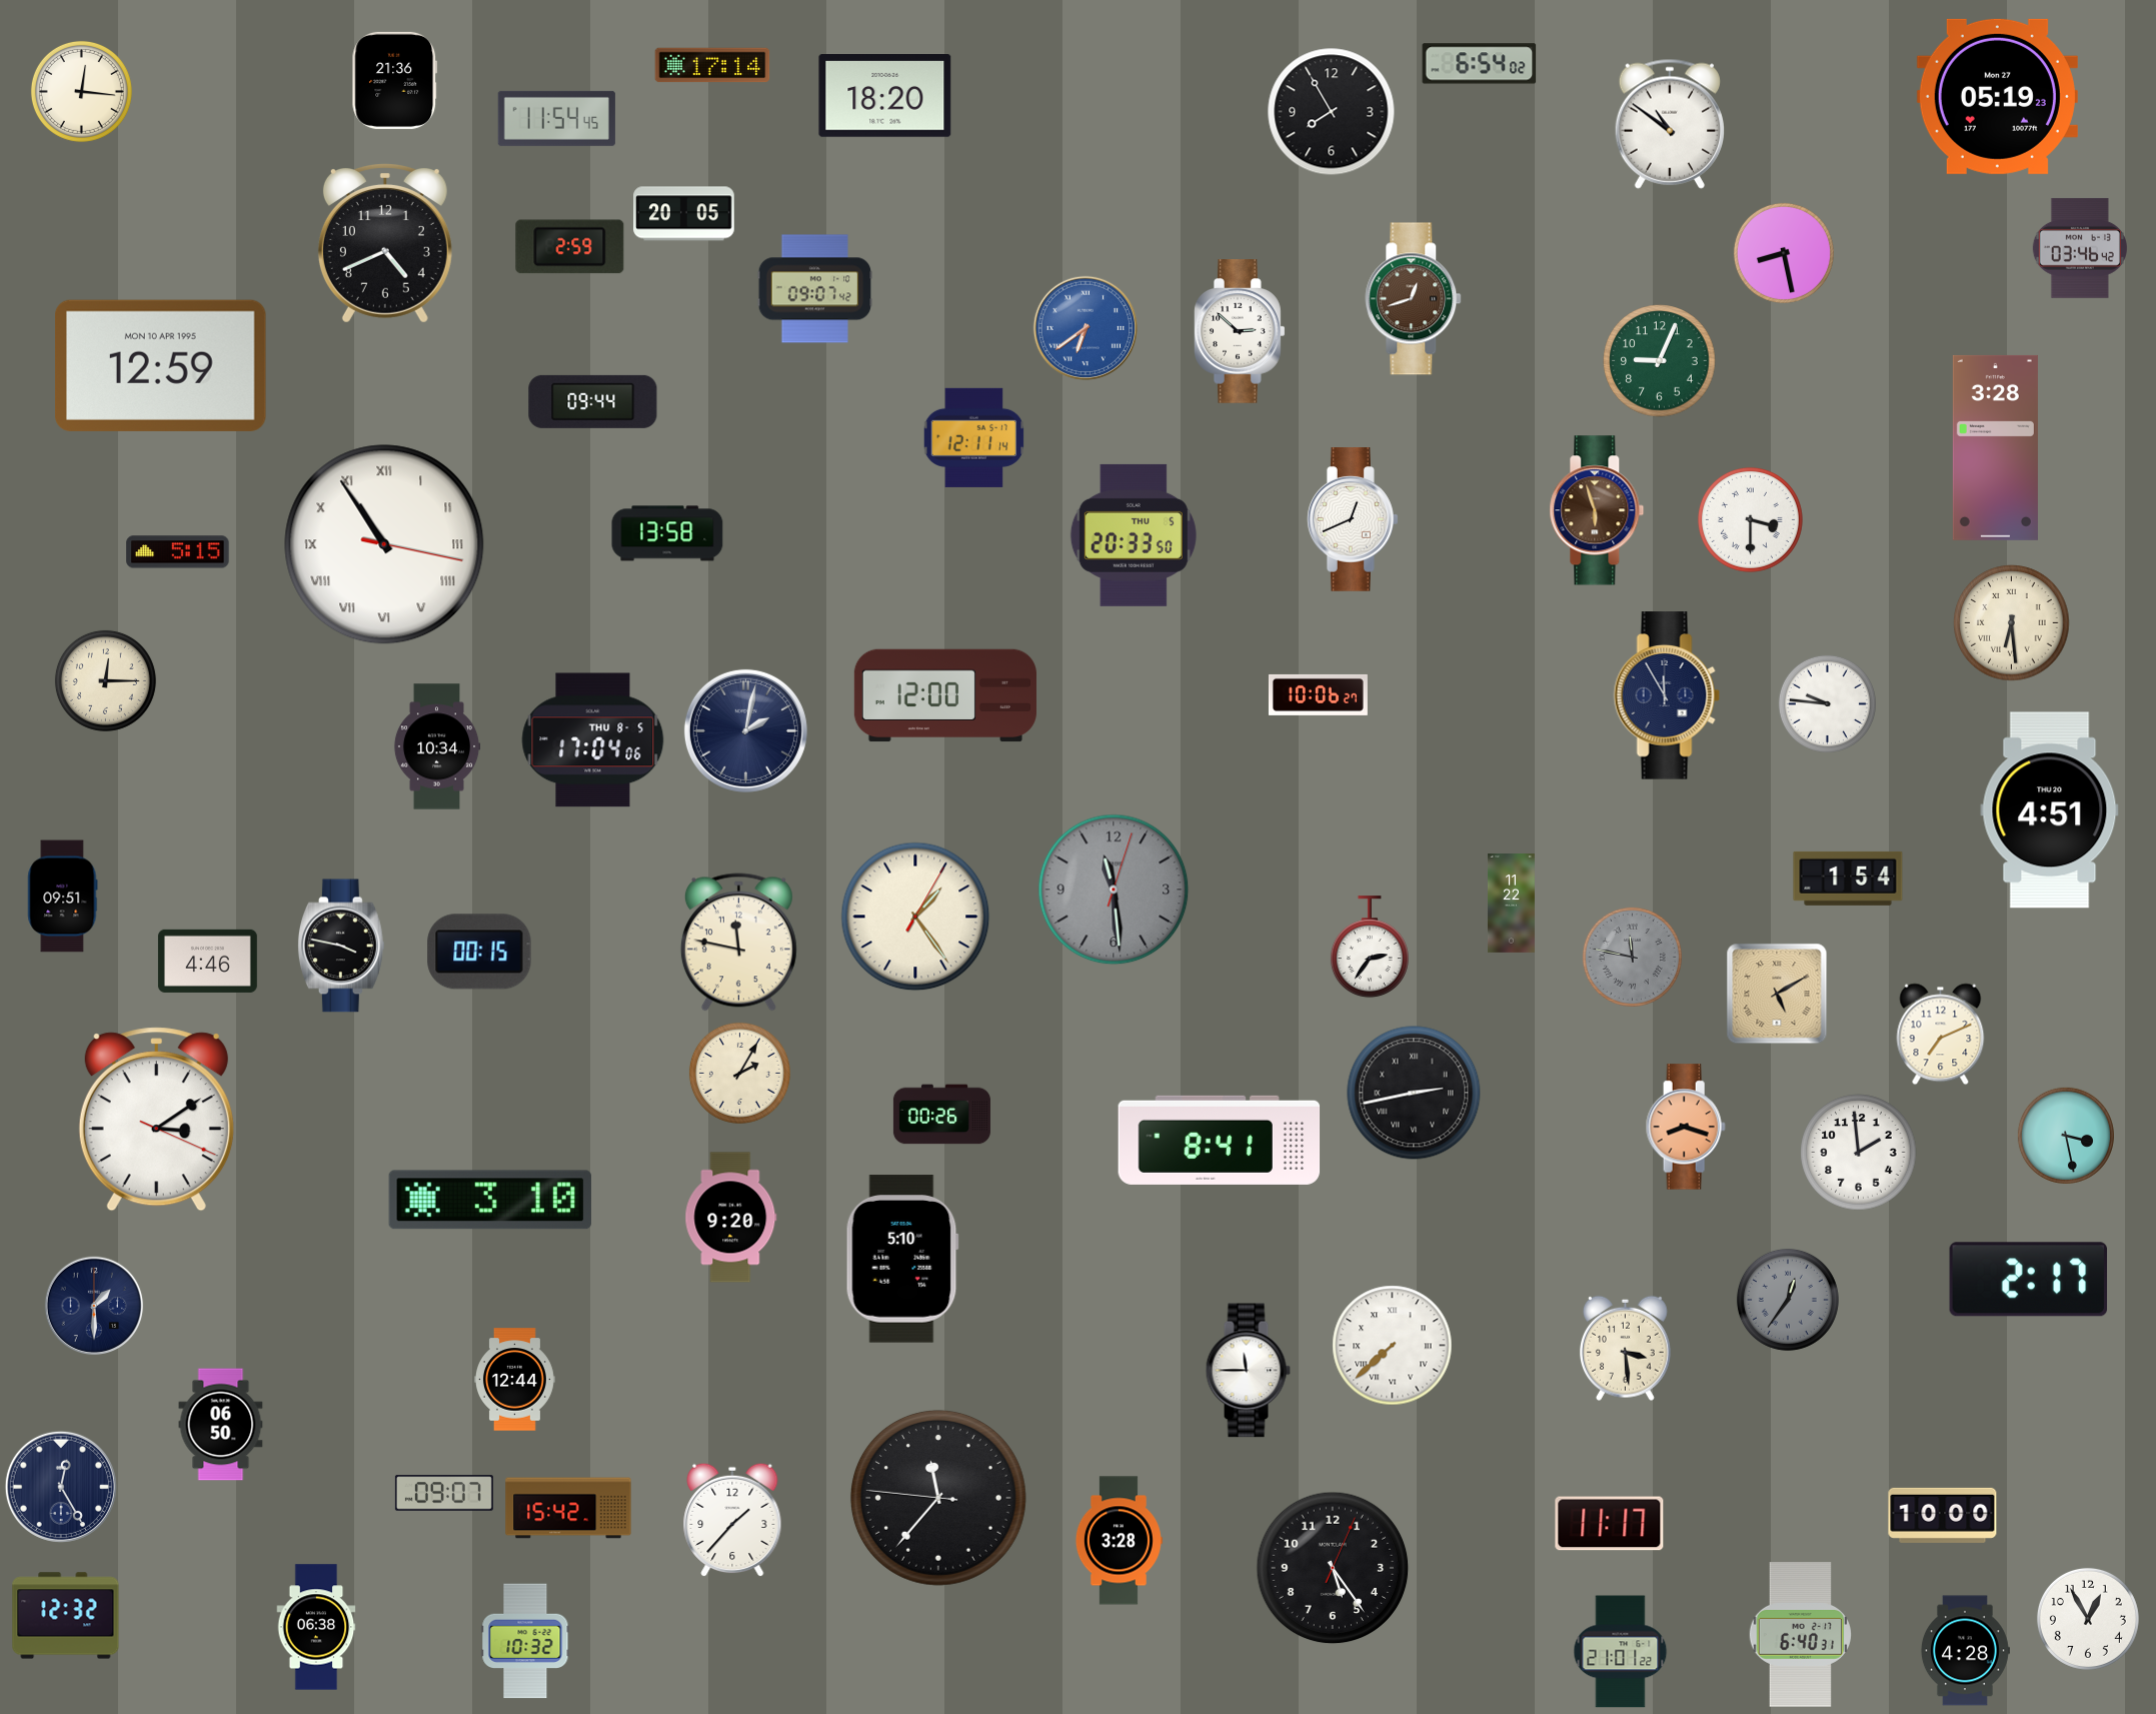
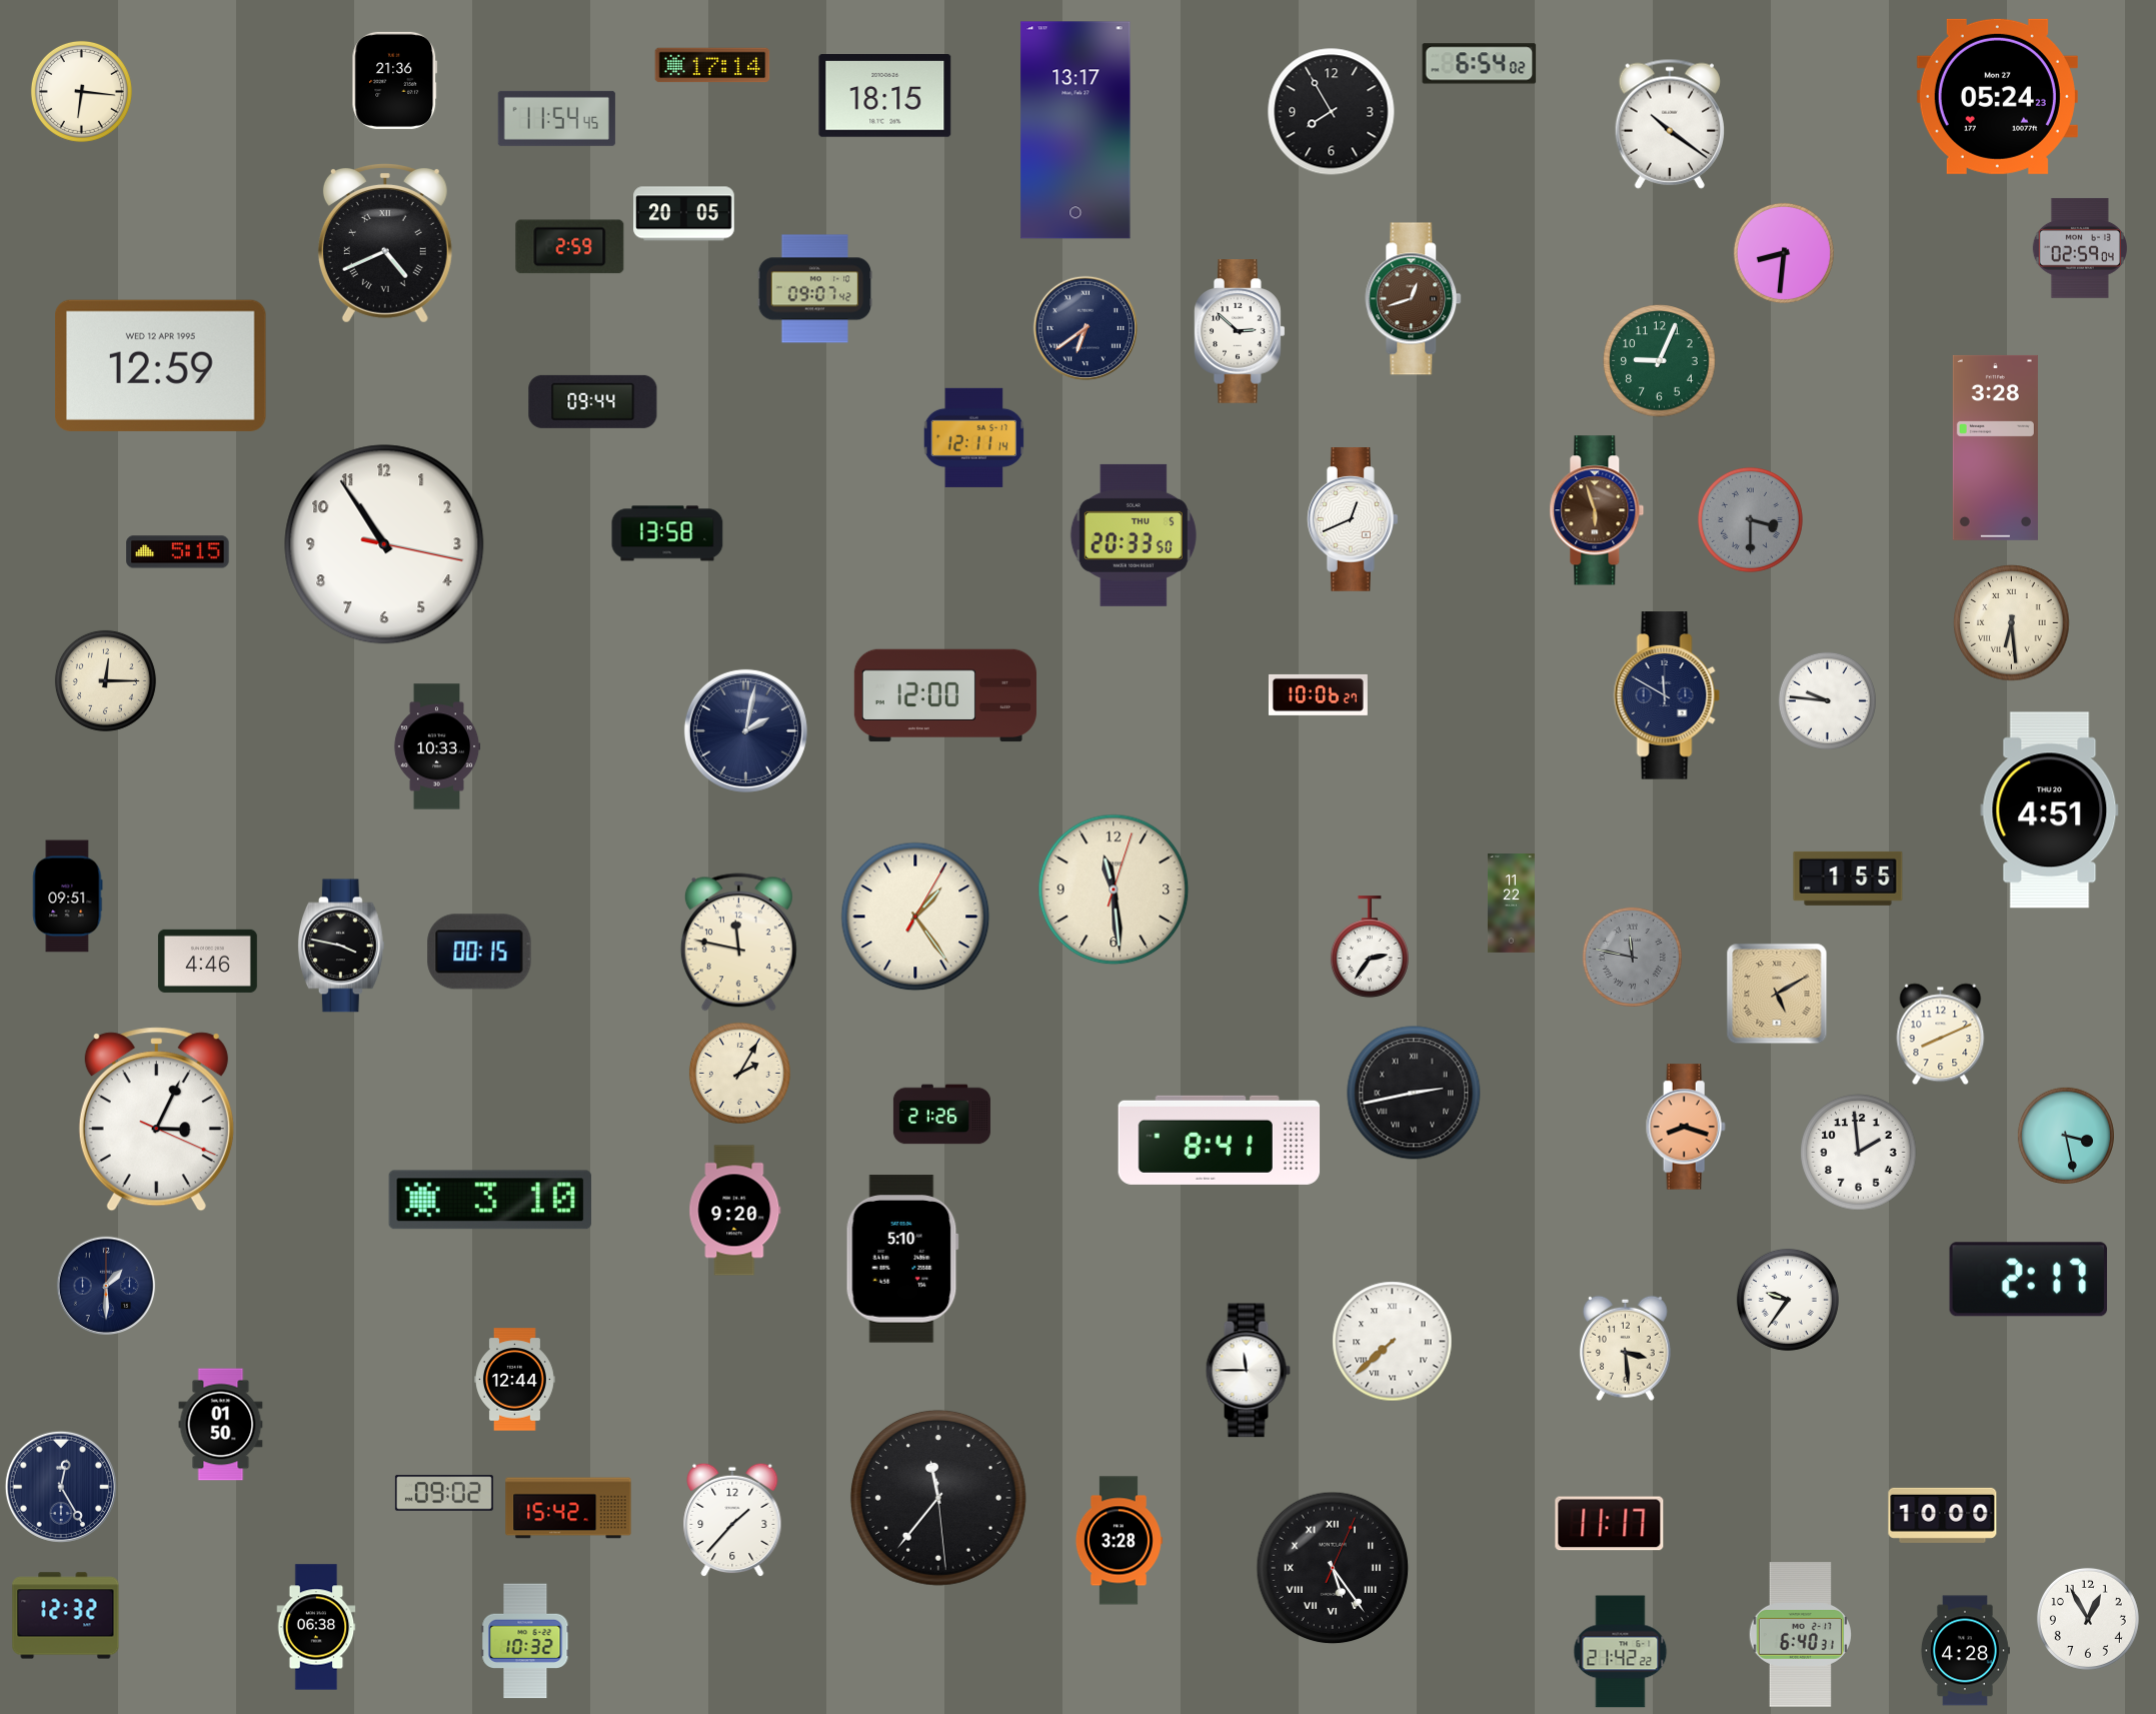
clock at (81, 91): 12:16 -> 6:16
clock at (885, 96): 18:20 -> 18:15
clock at (1997, 96): 05:19 -> 05:24
clock at (1670, 124): 10:51 -> 10:21
clock at (1075, 130): none -> 13:17
clock at (385, 243) numerals: Arabic -> Roman
clock at (2080, 248): 03:46 -> 02:59
clock at (1784, 253): 8:28 -> 8:31
clock at (1085, 327) dial: blue -> navy
clock at (161, 365) date: MON 10 APR 1995 -> WED 12 APR 1995
clock at (1750, 519) dial: white -> grey
clock at (384, 544) numerals: Roman -> Arabic
clock at (1667, 695): 11:55 -> 11:50
clock at (1827, 703) position: (1827, 703) -> (1827, 700)
clock at (593, 740): 17:04 -> none
clock at (437, 746): 10:34 -> 10:33
clock at (1848, 879): 1:54 -> 1:55
clock at (1114, 890) dial: grey -> cream
clock at (63, 897) position: (63, 897) -> (68, 897)
clock at (1941, 1035): 7:11 -> 8:11
clock at (941, 1115): 00:26 -> 21:26
clock at (156, 1120): 3:09 -> 3:04
clock at (731, 1218) position: (731, 1218) -> (735, 1211)
clock at (1788, 1300): 12:36 -> 9:36
clock at (1788, 1300) dial: grey -> white
clock at (94, 1306) position: (94, 1306) -> (106, 1286)
clock at (1393, 1346) position: (1393, 1346) -> (1393, 1342)
clock at (221, 1425): 06:50 -> 01:50
clock at (444, 1493): 09:07 -> 09:02
clock at (938, 1498): 11:36:46 -> 11:36:29
clock at (1333, 1568) numerals: Arabic -> Roman
clock at (1621, 1652): 21:01 -> 21:42
